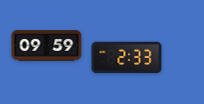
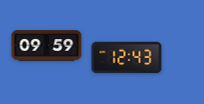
clock at (127, 58): 2:33 -> 12:43
